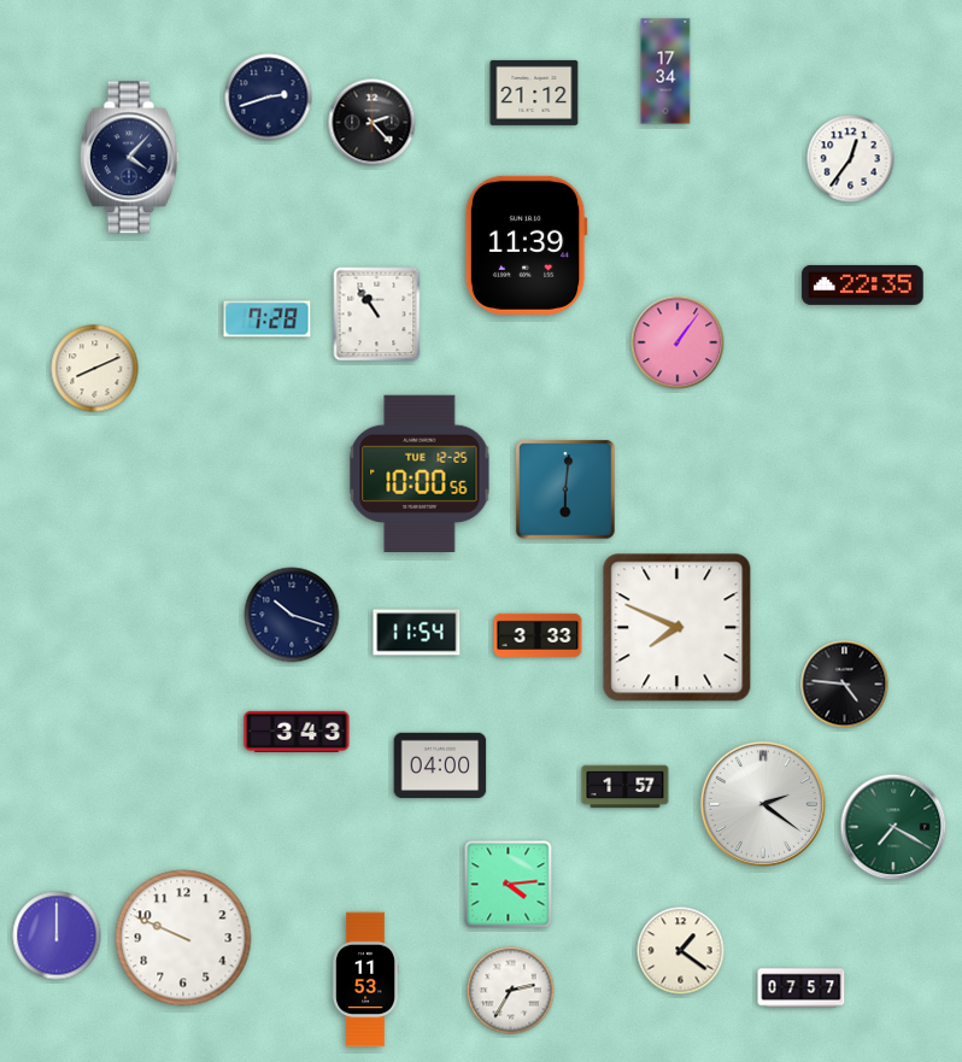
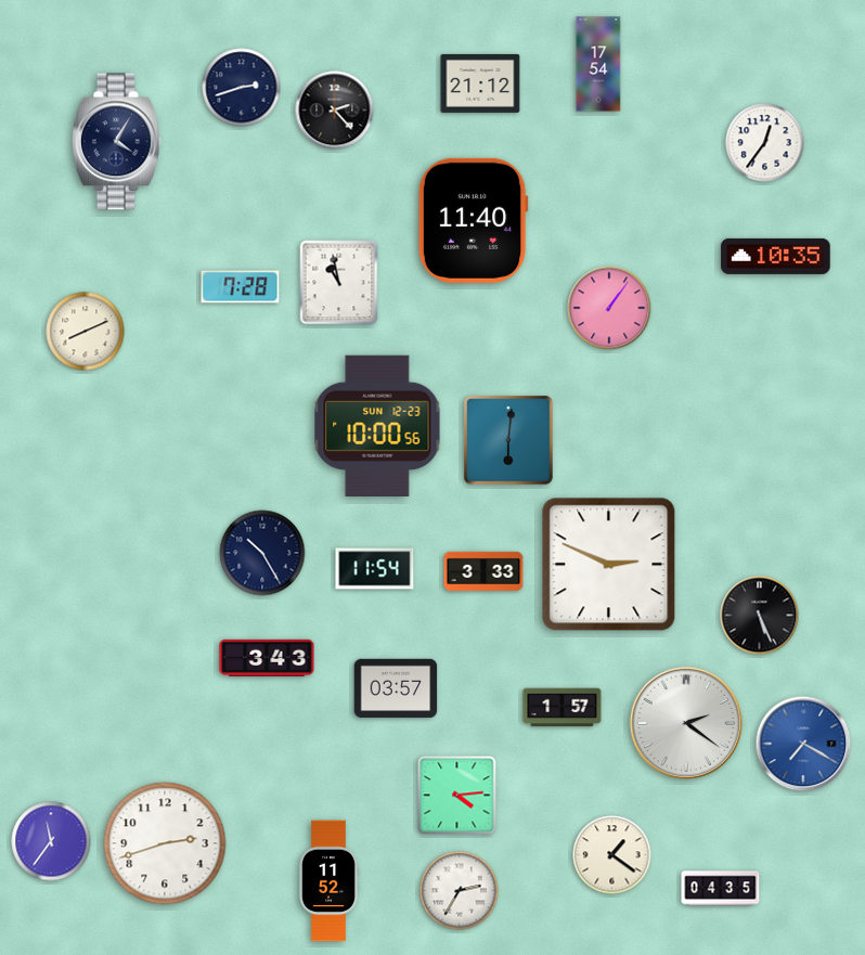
clock at (665, 71): 17:34 -> 17:54
clock at (129, 158): 4:07 -> 4:05
clock at (526, 245): 11:39 -> 11:40
clock at (863, 284): 22:35 -> 10:35
clock at (377, 315): 10:54 -> 10:58
clock at (420, 474) date: TUE 12-25 -> SUN 12-23
clock at (292, 615): 10:18 -> 10:25
clock at (677, 628): 7:49 -> 2:49
clock at (845, 685): 4:46 -> 5:26
clock at (440, 765): 04:00 -> 03:57
clock at (893, 827) dial: green -> blue
clock at (57, 935): 12:00 -> 11:36
clock at (183, 938): 9:49 -> 2:42
clock at (365, 980): 11:53 -> 11:52
clock at (802, 988): 07:57 -> 04:35
